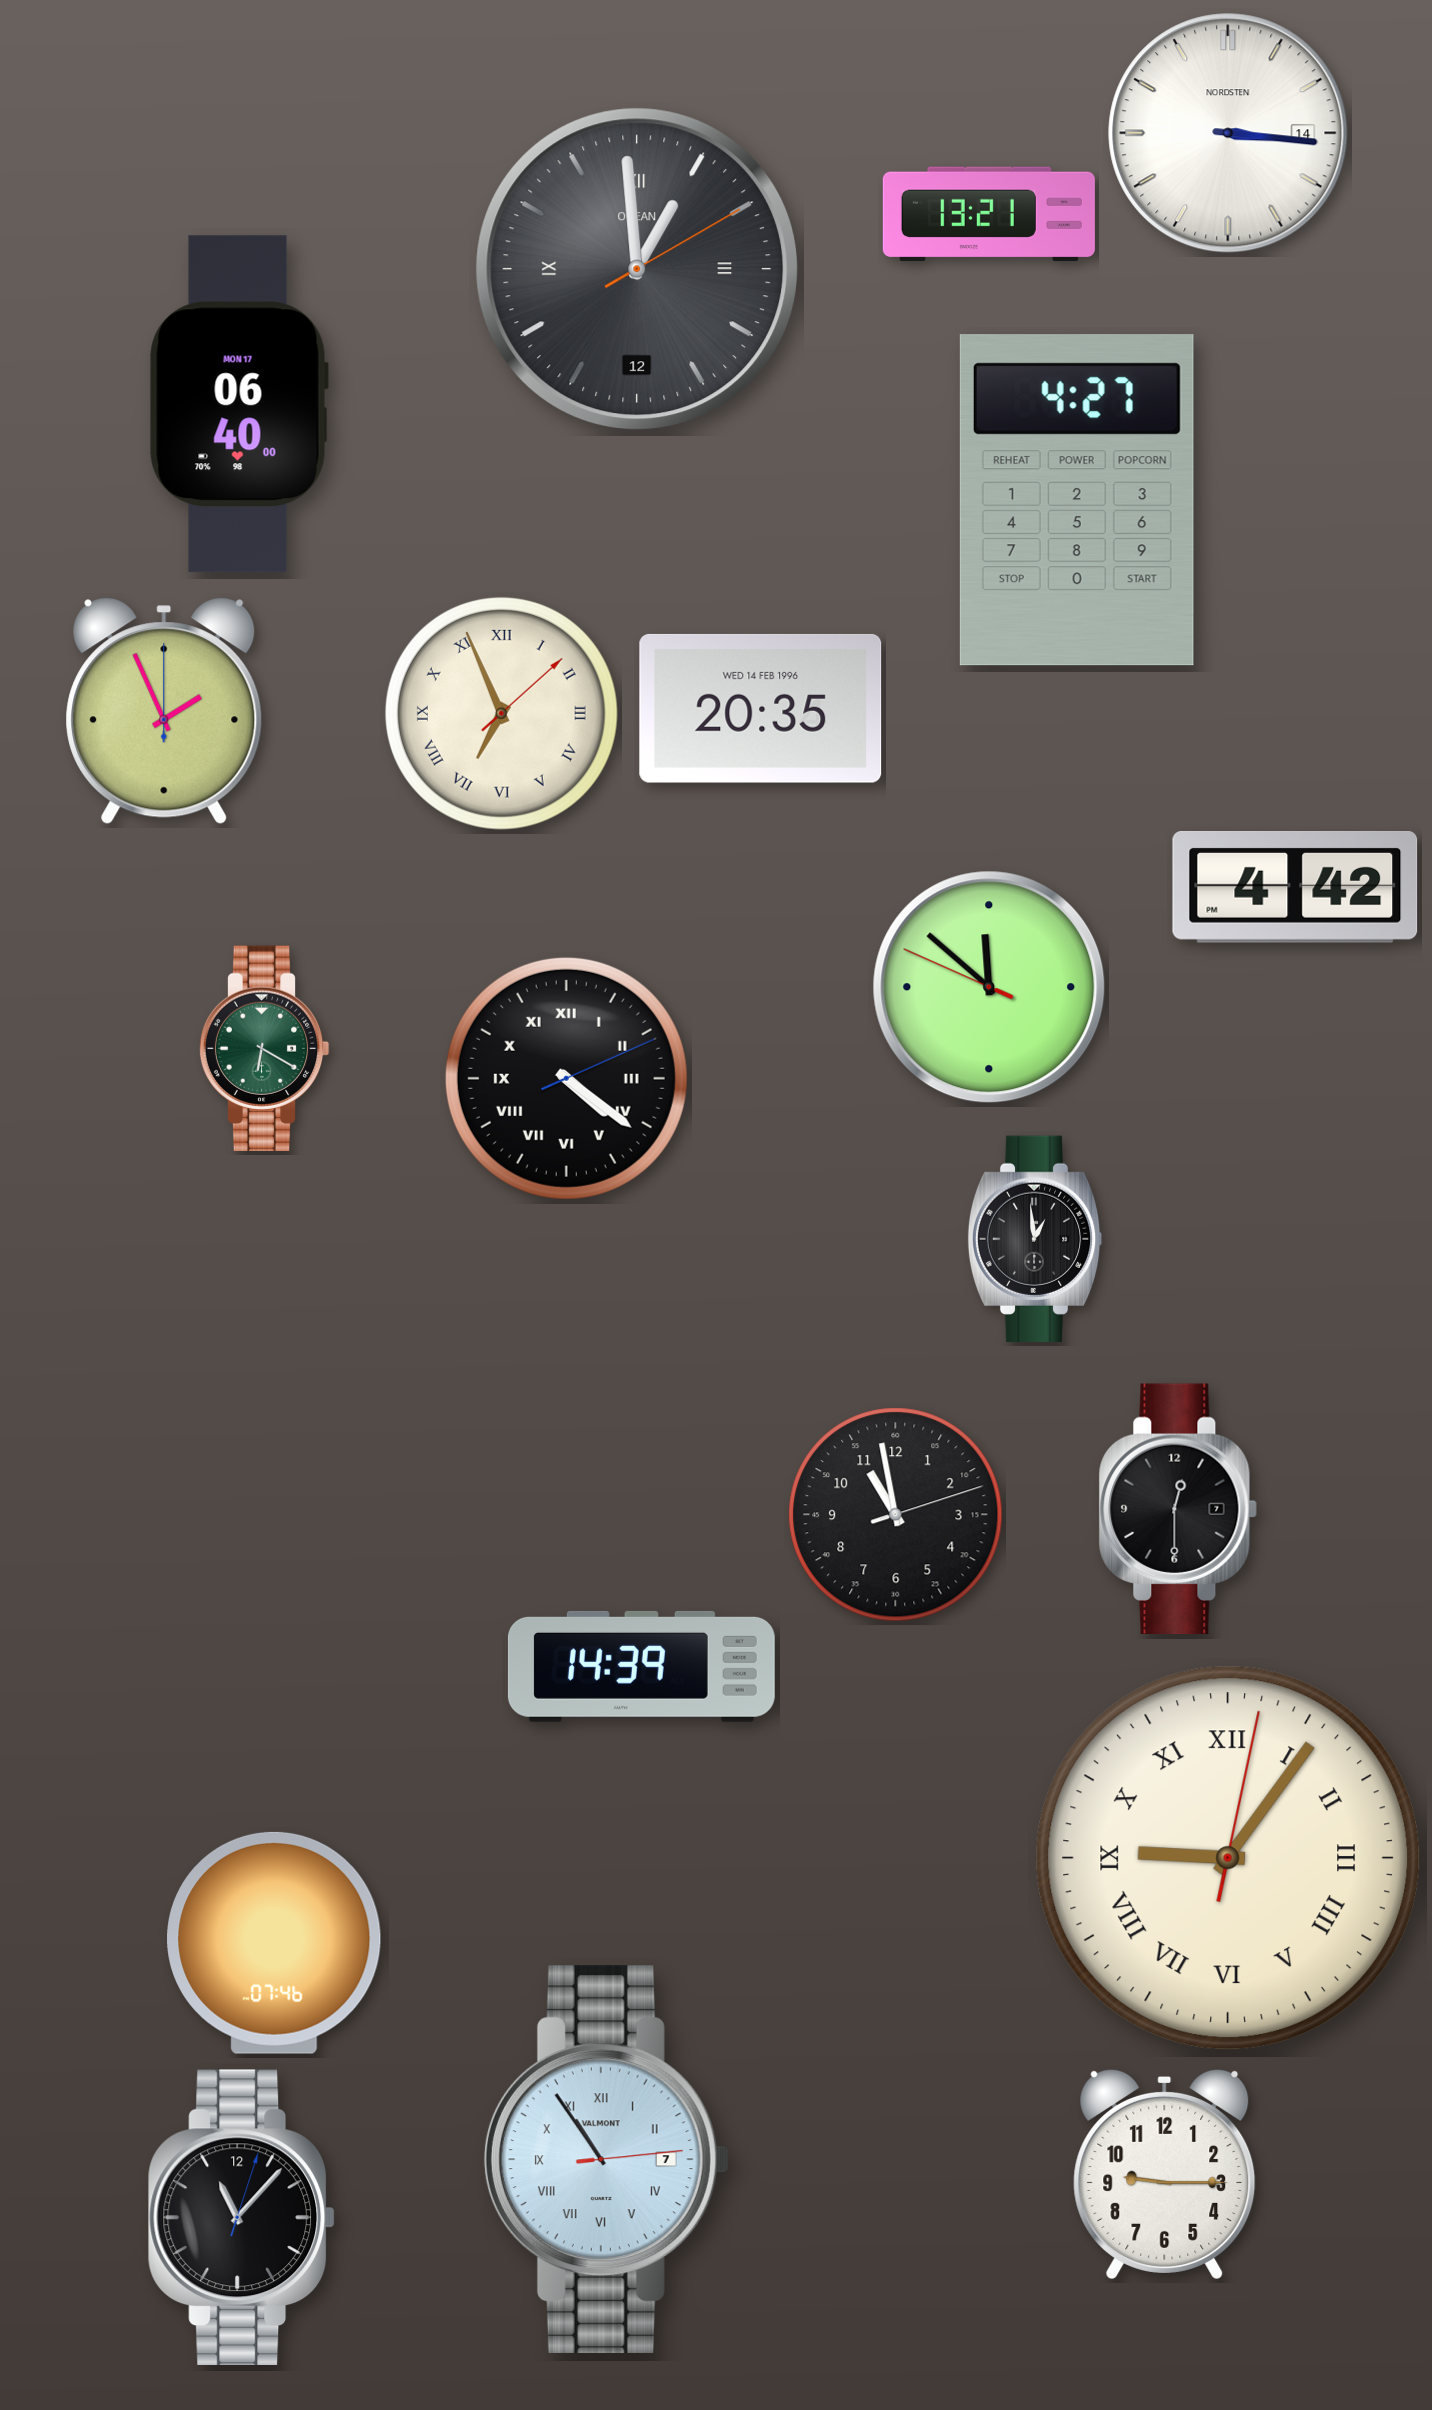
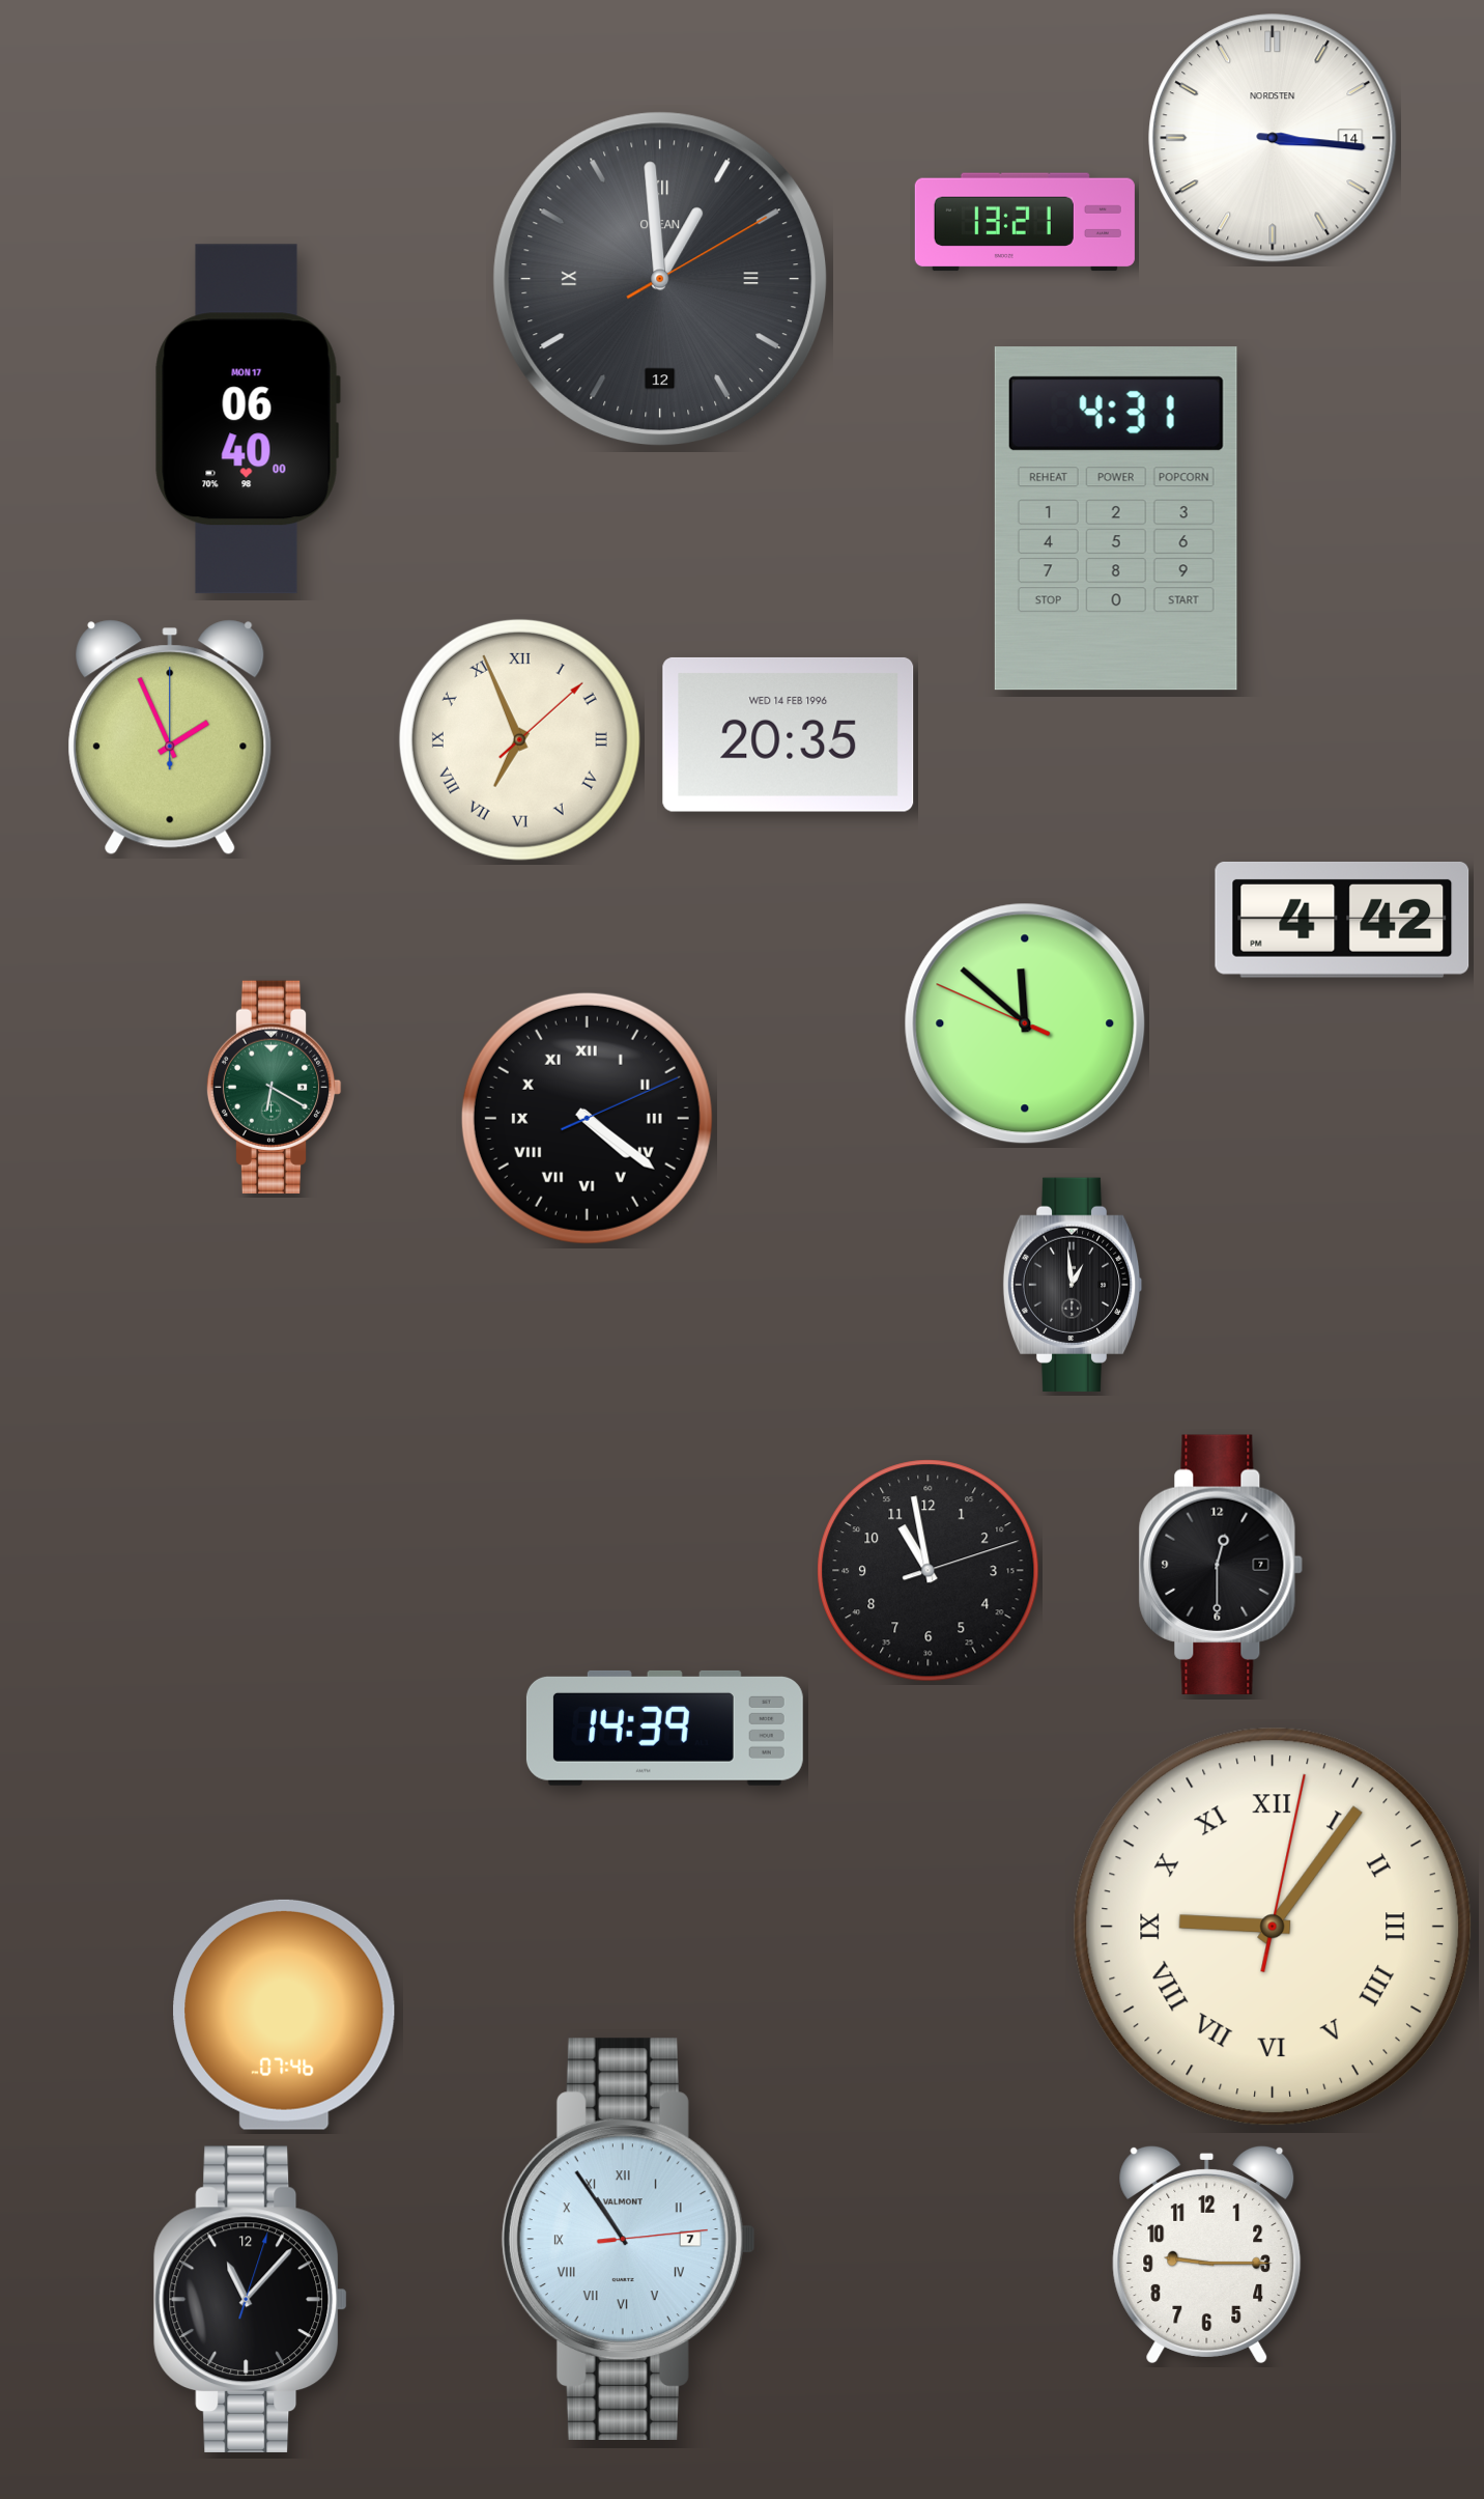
clock at (1077, 500): 4:27 -> 4:31
